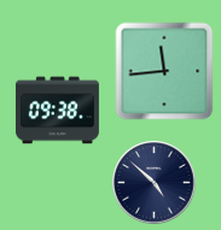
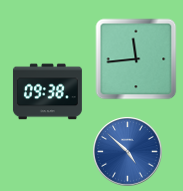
clock at (155, 183) dial: navy -> blue
